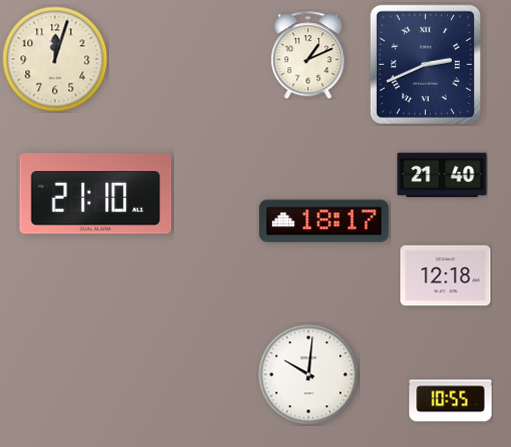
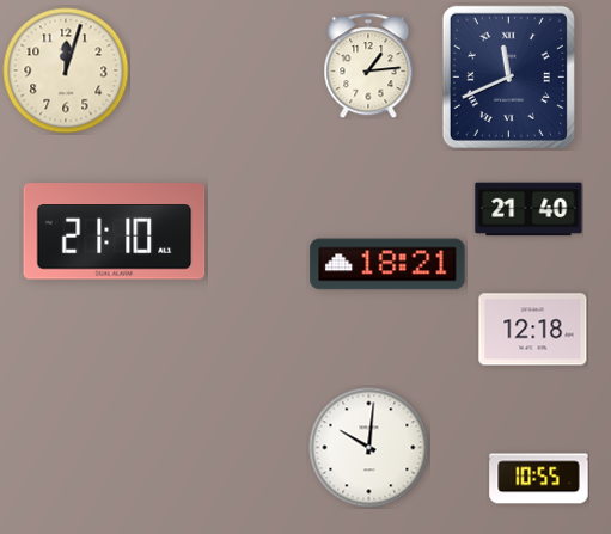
clock at (308, 55): 1:11 -> 1:14
clock at (425, 64): 2:41 -> 11:41
clock at (324, 221): 18:17 -> 18:21
